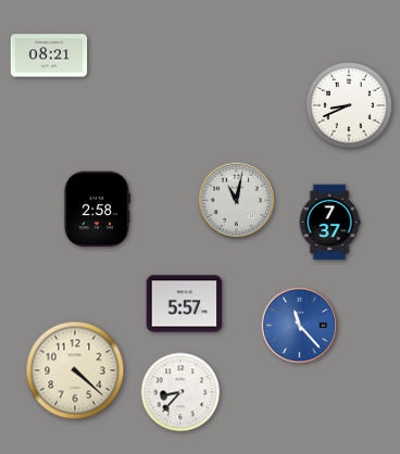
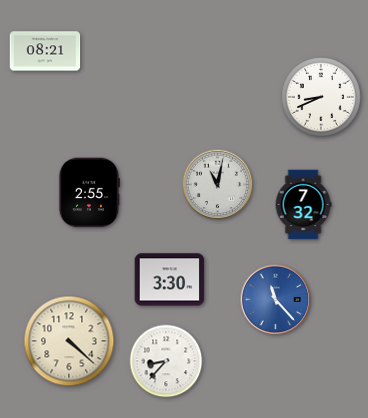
clock at (96, 210): 2:58 -> 2:55
clock at (329, 223): 7:37 -> 7:32
clock at (185, 304): 5:57 -> 3:30
